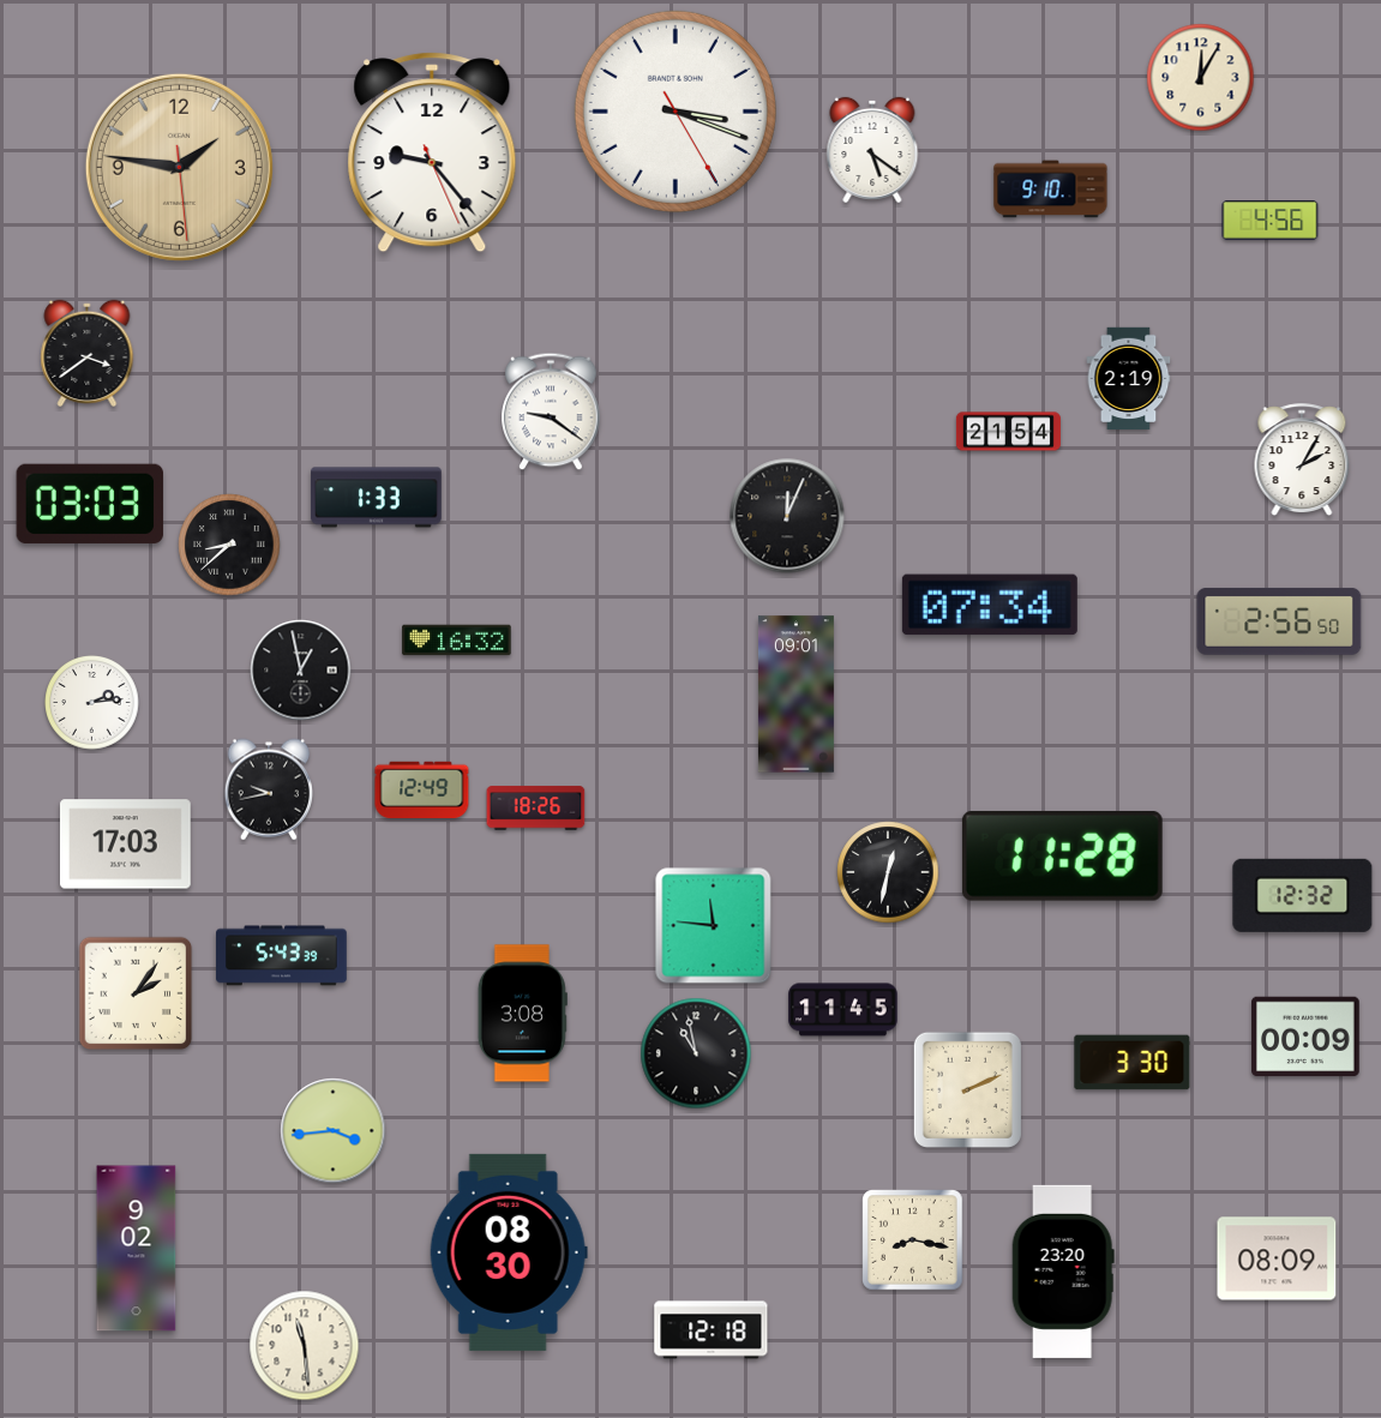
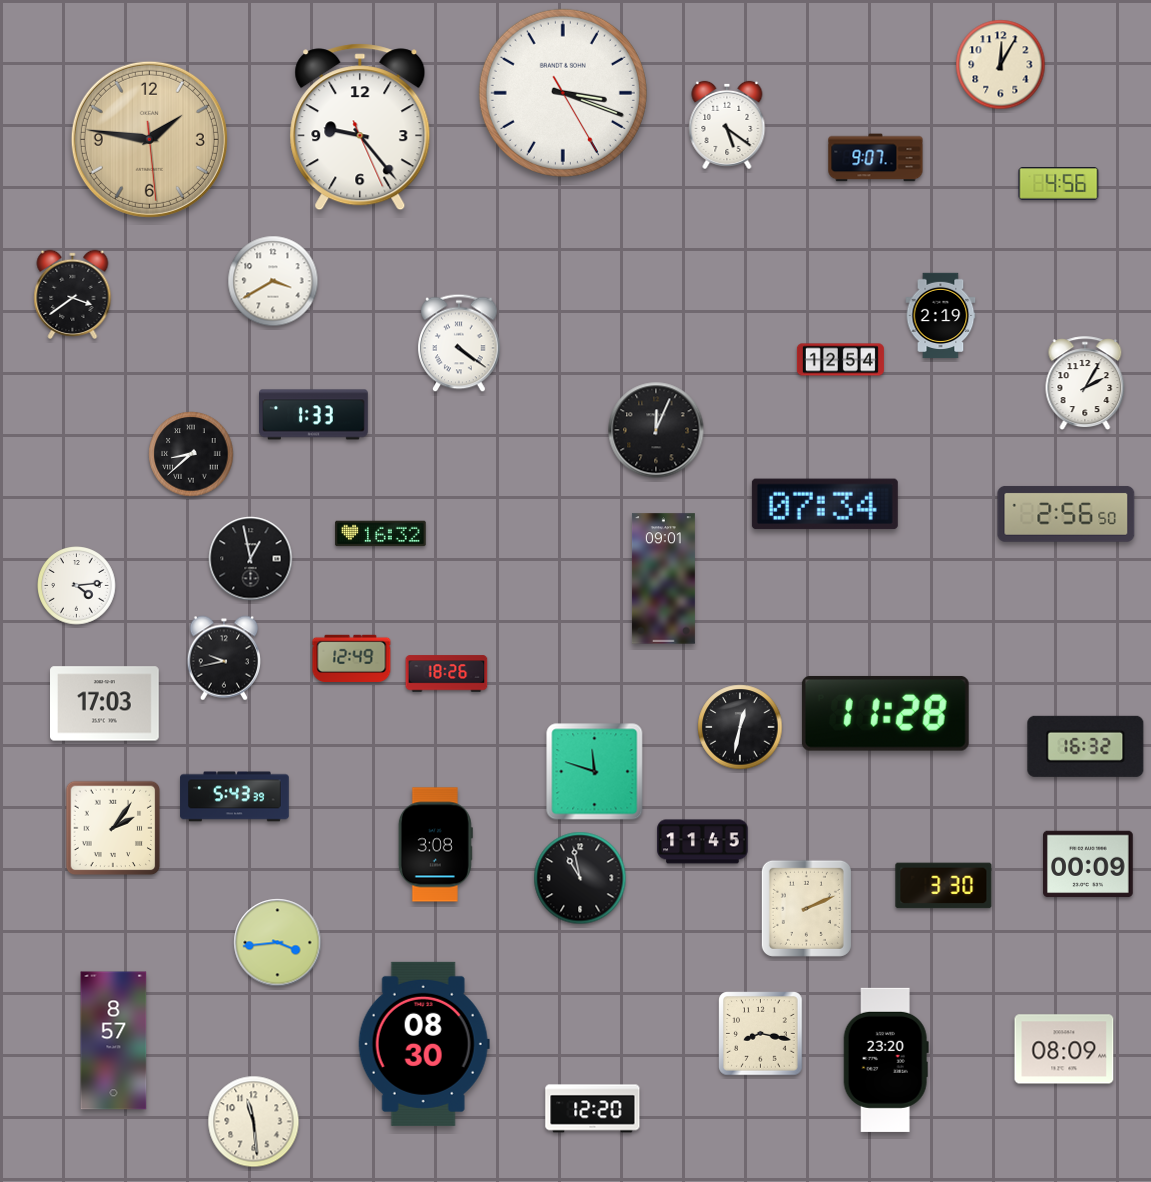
clock at (1051, 190): 9:10 -> 9:07
clock at (273, 281): none -> 3:40
clock at (551, 411): 9:21 -> 4:21
clock at (1008, 432): 21:54 -> 12:54
clock at (90, 504): 03:03 -> none
clock at (1279, 621) position: (1279, 621) -> (1066, 514)
clock at (92, 703): 2:14 -> 4:14
clock at (1303, 895): 12:32 -> 16:32
clock at (714, 926): 11:46 -> 11:48
clock at (137, 1249): 9:02 -> 8:57
clock at (711, 1330): 12:18 -> 12:20
